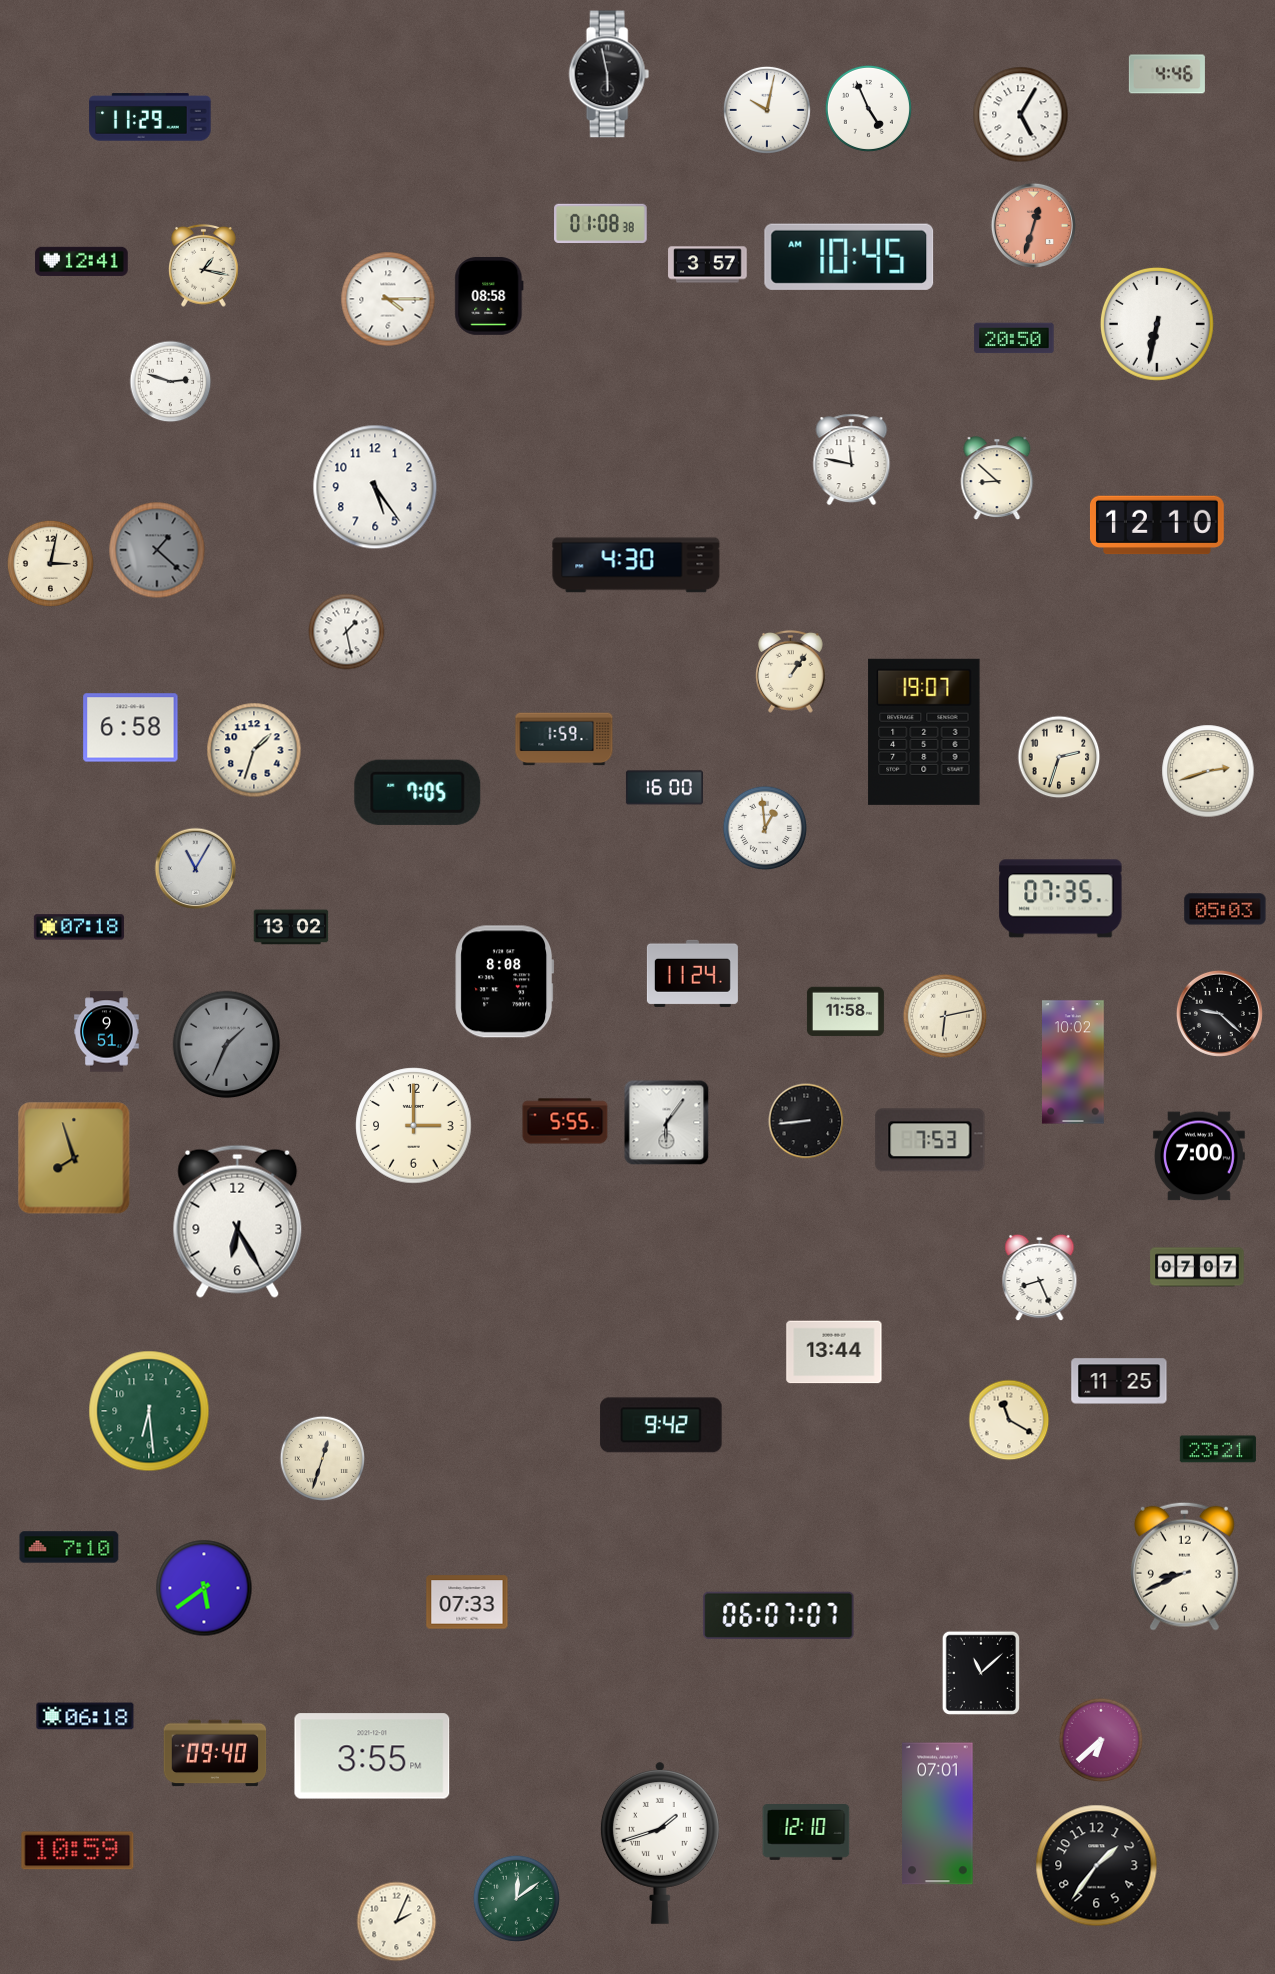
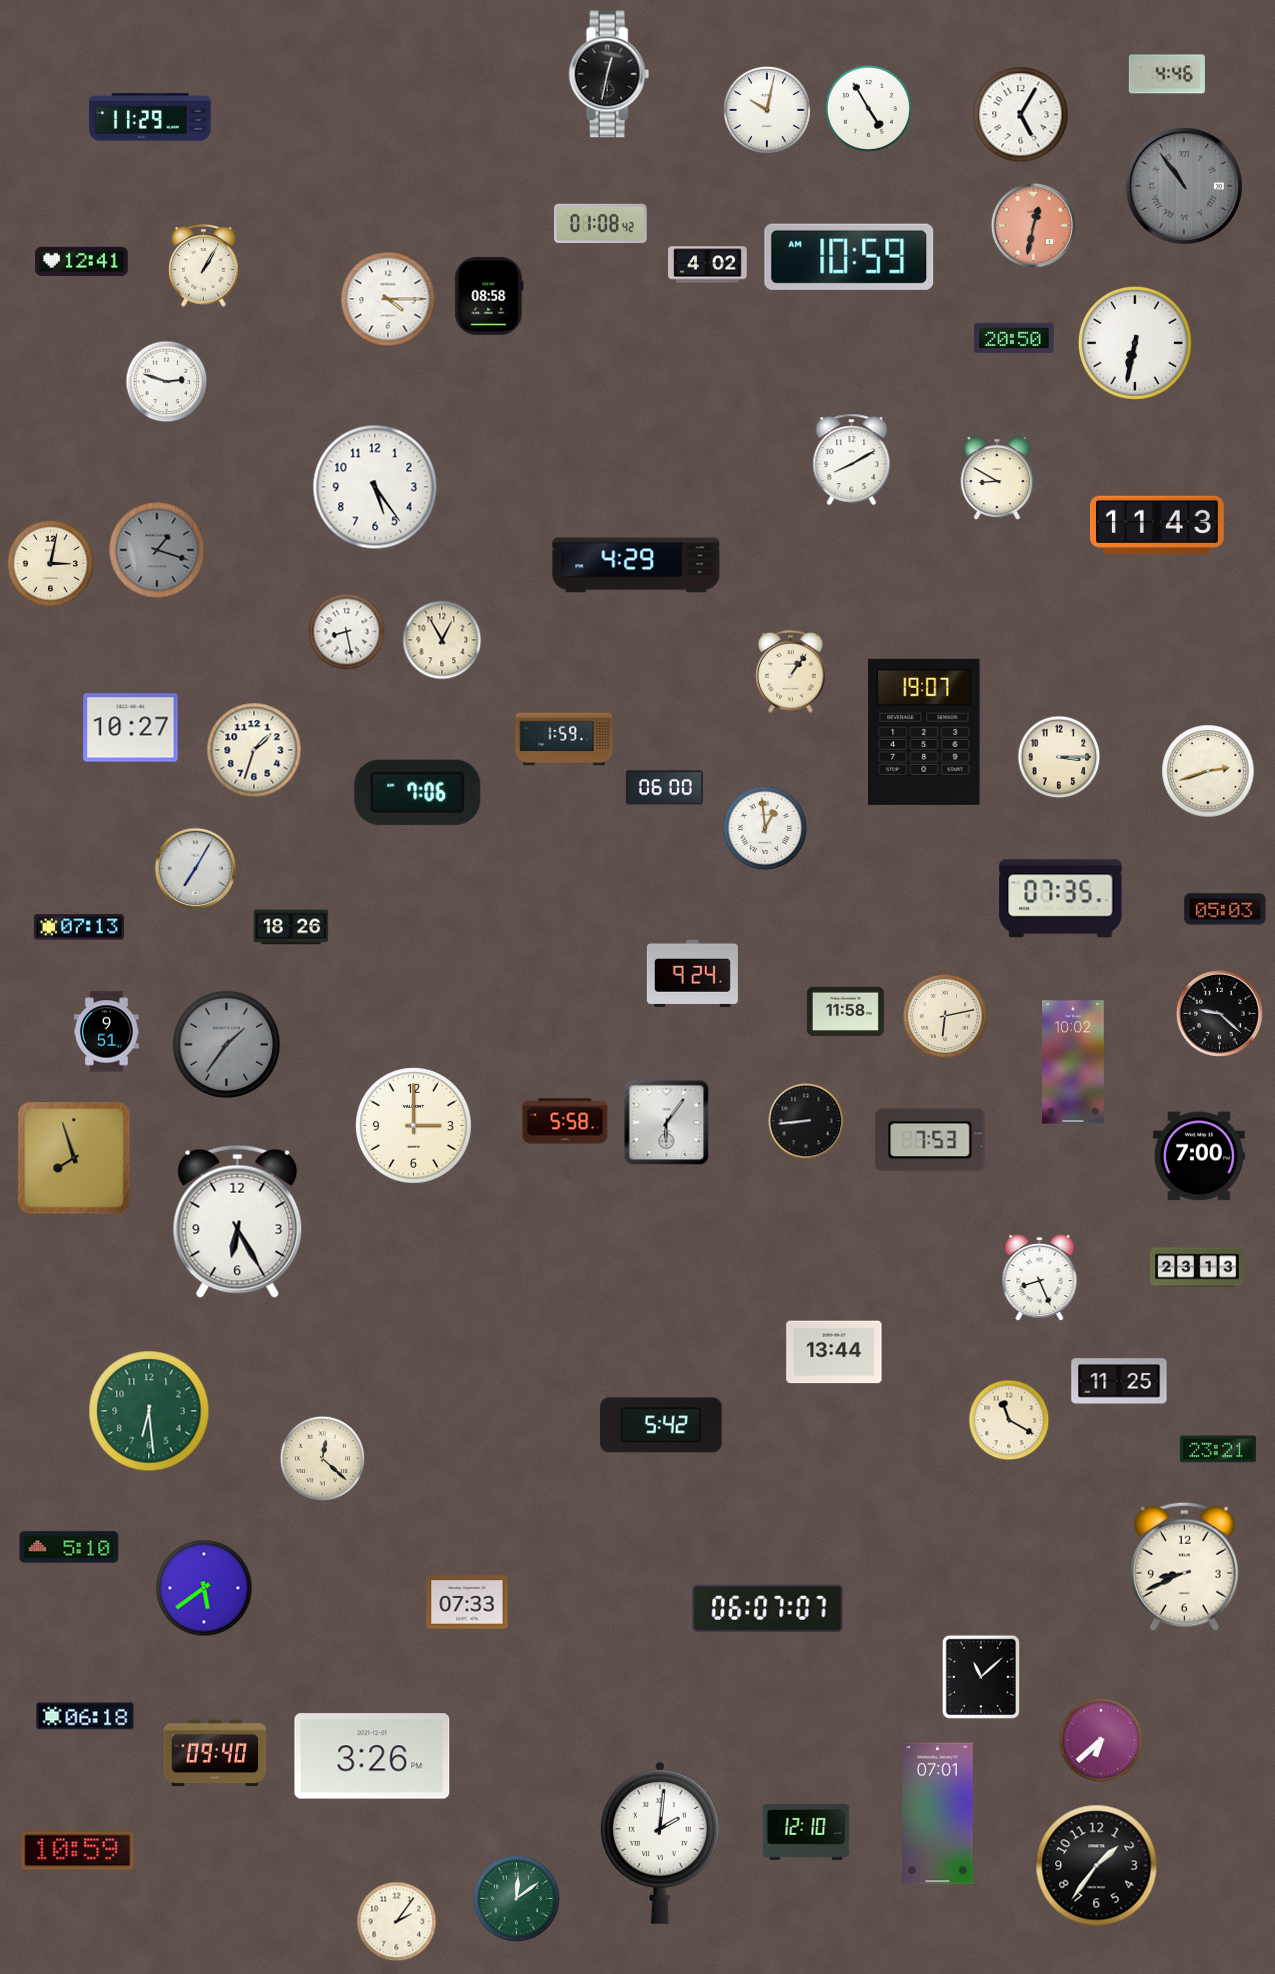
clock at (609, 74): 5:58 -> 12:32
clock at (868, 108): 4:56 -> 4:55
clock at (1184, 186): none -> 10:54
clock at (601, 224): 01:08:38 -> 01:08:42
clock at (1033, 225): 12:33 -> 12:32
clock at (849, 257): 10:45 -> 10:59
clock at (204, 265): 1:17 -> 1:05
clock at (708, 265): 3:57 -> 4:02
clock at (1157, 324) position: (1157, 324) -> (1135, 343)
clock at (171, 382) position: (171, 382) -> (167, 382)
clock at (852, 460): 11:47 -> 8:10
clock at (997, 478): 8:52 -> 8:50
clock at (1157, 525): 12:10 -> 11:43
clock at (157, 550): 1:22 -> 1:18
clock at (636, 565): 4:30 -> 4:29
clock at (347, 632): 1:28 -> 8:28
clock at (442, 640): none -> 12:55
clock at (131, 728): 6:58 -> 10:27
clock at (1059, 757): 2:33 -> 3:15
clock at (664, 788): 16:00 -> 06:00
clock at (418, 792): 7:05 -> 7:06
clock at (196, 869): 11:05 -> 7:05
clock at (79, 927): 07:18 -> 07:13
clock at (291, 927): 13:02 -> 18:26
clock at (692, 973): 11:24 -> 9:24
clock at (505, 982): 8:08 -> none
clock at (227, 1045): 1:34 -> 1:36
clock at (565, 1121): 5:55 -> 5:58
clock at (1197, 1267): 07:07 -> 23:13
clock at (661, 1425): 9:42 -> 5:42
clock at (322, 1458): 12:33 -> 12:22
clock at (69, 1547): 7:10 -> 5:10
clock at (779, 1615) position: (779, 1615) -> (768, 1608)
clock at (980, 1672) position: (980, 1672) -> (980, 1676)
clock at (372, 1756): 3:55 -> 3:26
clock at (660, 1843): 1:42 -> 2:01
clock at (397, 1922): 2:04 -> 2:06
